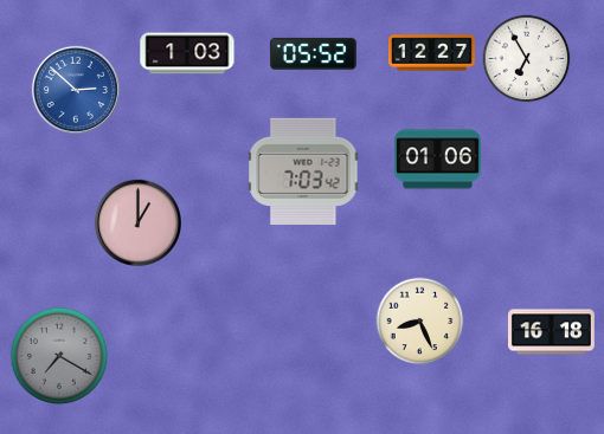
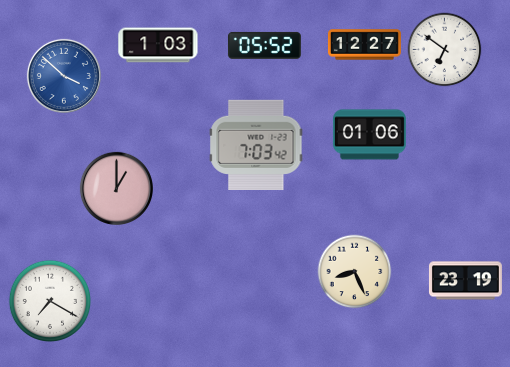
clock at (527, 59): 6:55 -> 6:51
clock at (76, 90): 2:52 -> 3:52
clock at (551, 332): 16:18 -> 23:19
clock at (58, 355) dial: grey -> white
